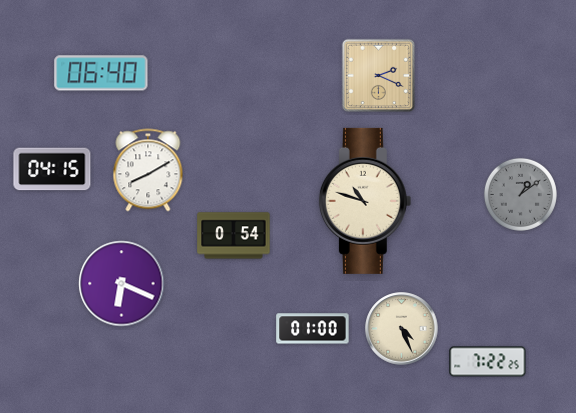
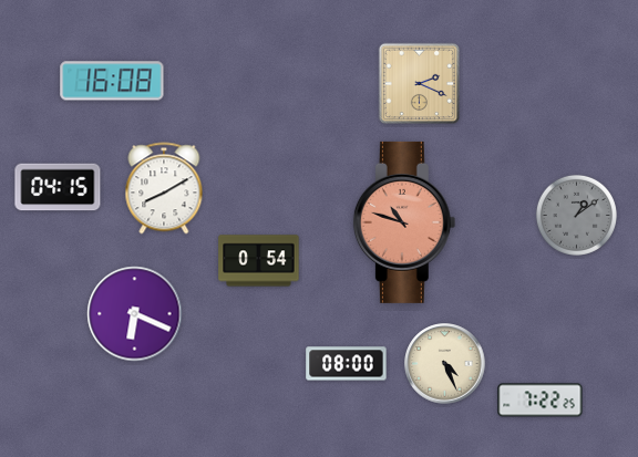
clock at (101, 73): 06:40 -> 16:08
clock at (365, 201) dial: cream -> salmon
clock at (313, 329): 01:00 -> 08:00
